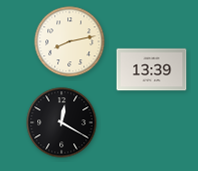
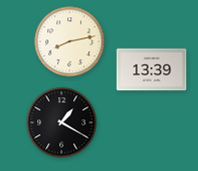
clock at (62, 123): 12:20 -> 1:20
